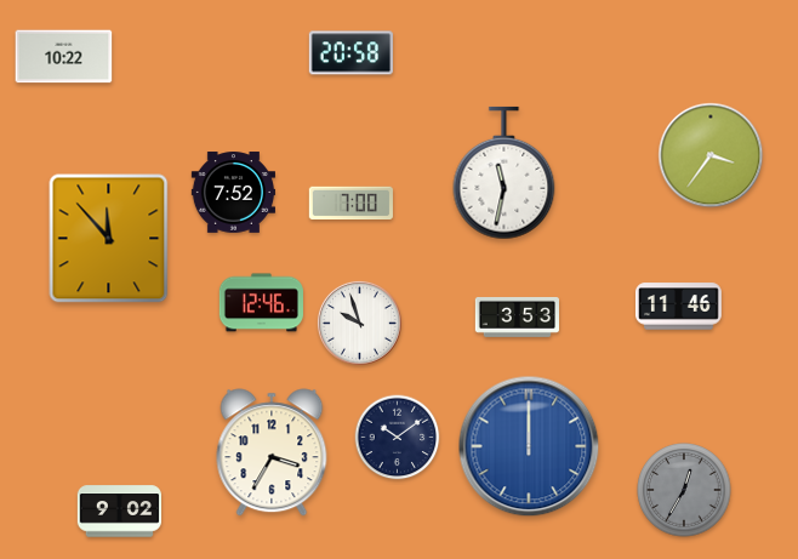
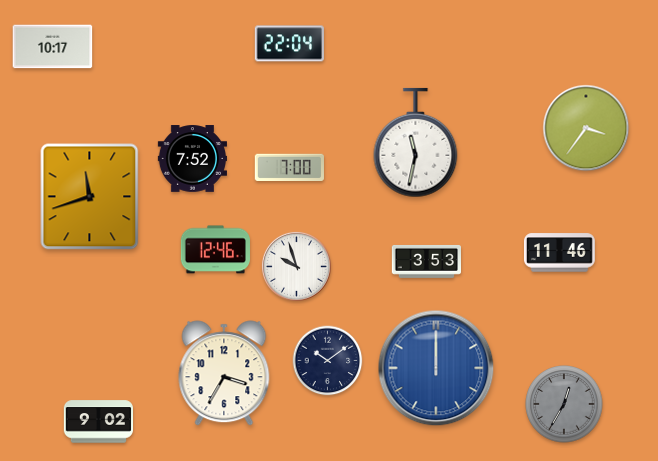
clock at (350, 53): 20:58 -> 22:04
clock at (64, 57): 10:22 -> 10:17
clock at (109, 239): 11:53 -> 11:42
